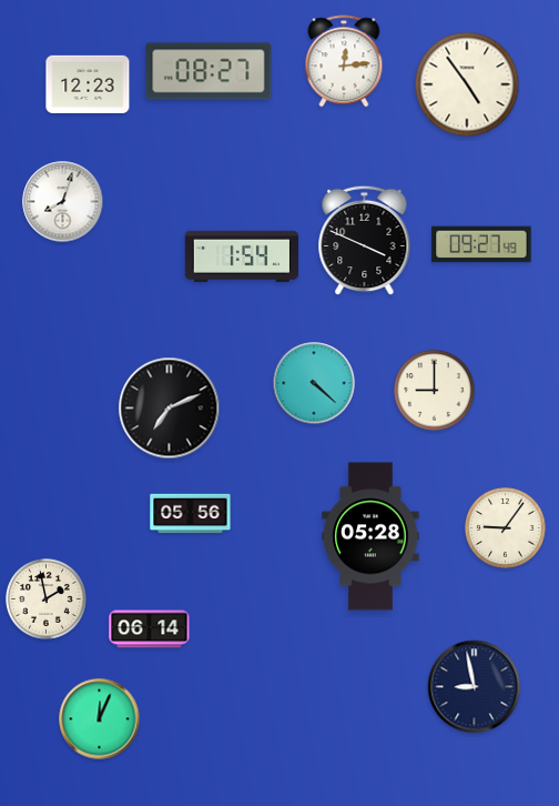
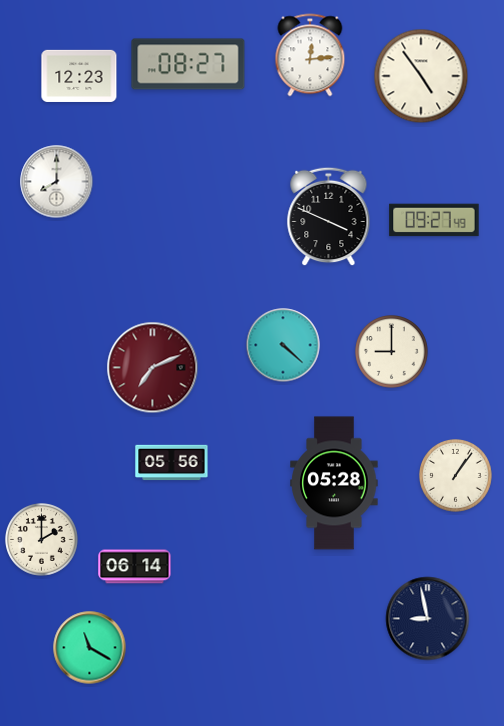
clock at (63, 202): 8:03 -> 8:00
clock at (242, 256): 1:54 -> none
clock at (170, 409) dial: black -> burgundy
clock at (506, 528): 9:06 -> 1:06
clock at (47, 600): 1:58 -> 2:00
clock at (100, 719): 12:04 -> 11:20
